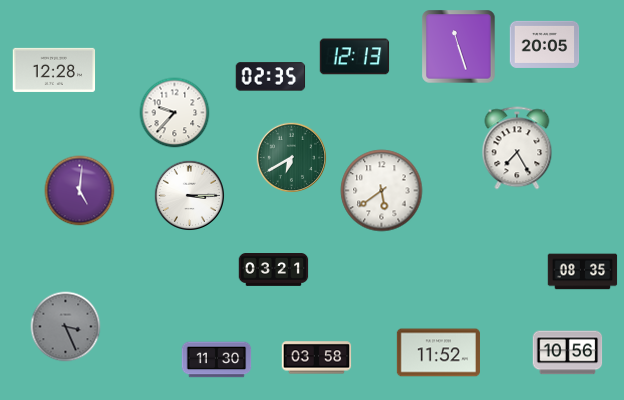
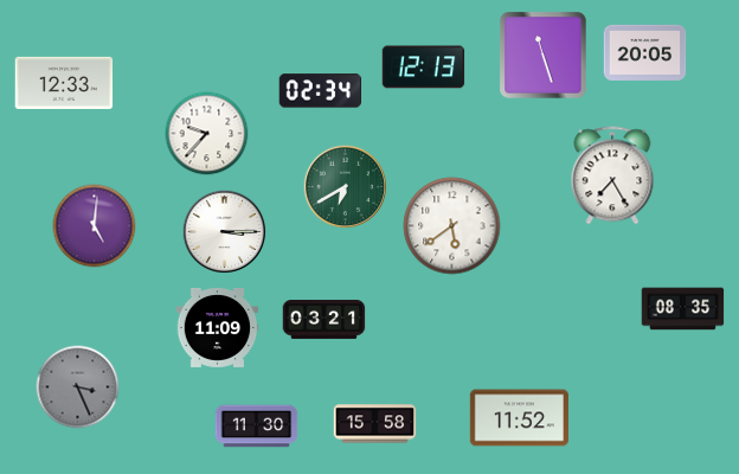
clock at (355, 57) position: (355, 57) -> (424, 68)
clock at (54, 70): 12:28 -> 12:33
clock at (271, 77): 02:35 -> 02:34
clock at (583, 272) position: (583, 272) -> (683, 309)
clock at (218, 327): none -> 11:09
clock at (568, 353): 10:56 -> none
clock at (317, 358): 03:58 -> 15:58
